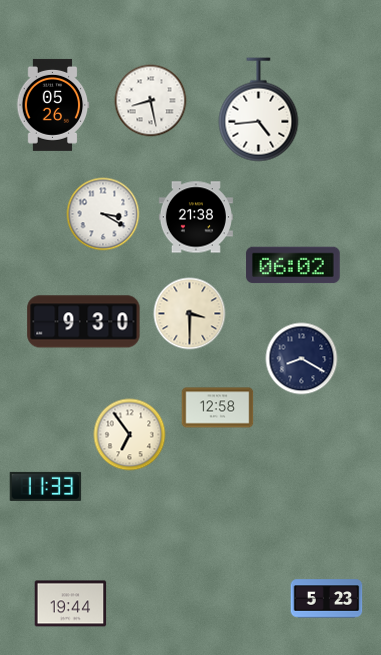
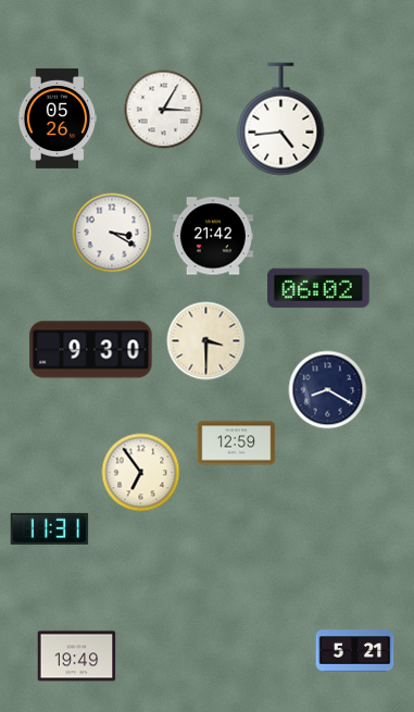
clock at (151, 101): 8:28 -> 3:05
clock at (53, 105) position: (53, 105) -> (58, 118)
clock at (196, 217): 21:38 -> 21:42
clock at (218, 408): 12:58 -> 12:59
clock at (46, 486): 11:33 -> 11:31
clock at (327, 599): 5:23 -> 5:21
clock at (71, 604): 19:44 -> 19:49
